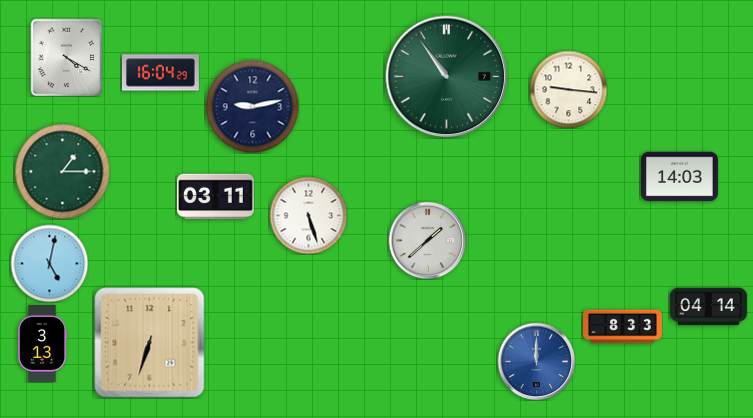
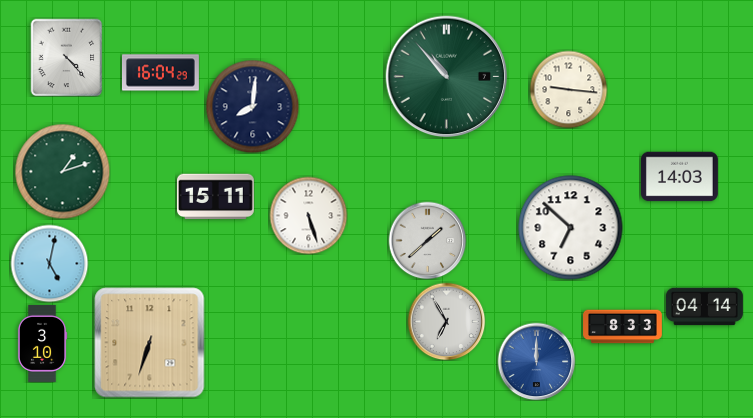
clock at (67, 57): 4:20 -> 4:23
clock at (447, 77): 10:54 -> 10:53
clock at (252, 106): 9:13 -> 8:01
clock at (62, 171): 1:15 -> 1:12
clock at (215, 197): 03:11 -> 15:11
clock at (571, 228): none -> 6:52
clock at (708, 307) position: (708, 307) -> (704, 307)
clock at (446, 321): none -> 6:55
clock at (42, 343): 3:13 -> 3:10
